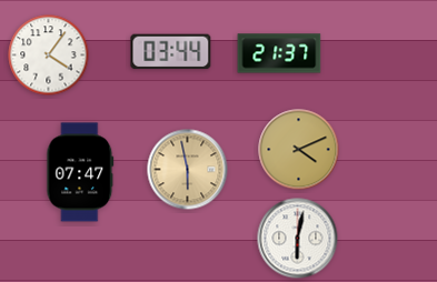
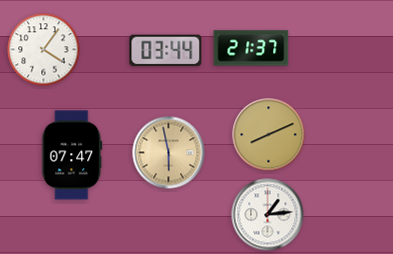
clock at (171, 52) position: (171, 52) -> (166, 51)
clock at (299, 150): 4:11 -> 8:11
clock at (298, 239): 6:02 -> 1:14
